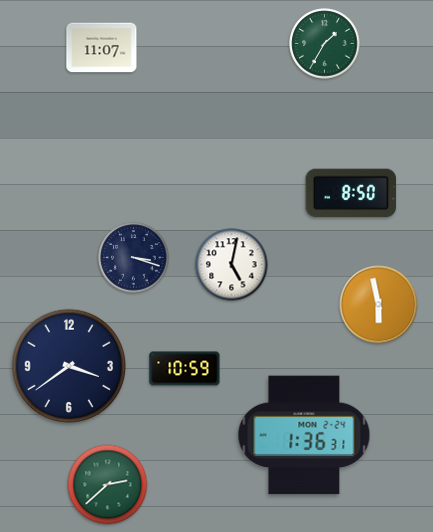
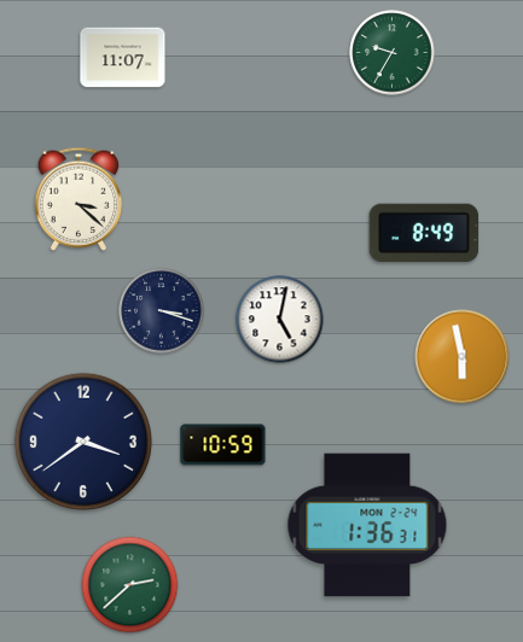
clock at (325, 44): 1:35 -> 9:35
clock at (79, 199): none -> 3:22
clock at (351, 193): 8:50 -> 8:49
clock at (379, 305) position: (379, 305) -> (463, 357)
